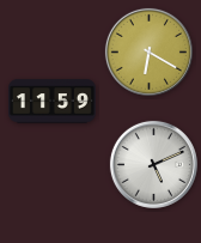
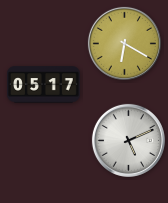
clock at (53, 102): 11:59 -> 05:17
clock at (153, 164) position: (153, 164) -> (128, 140)
